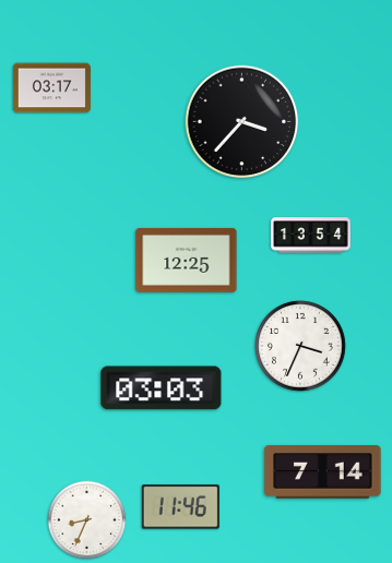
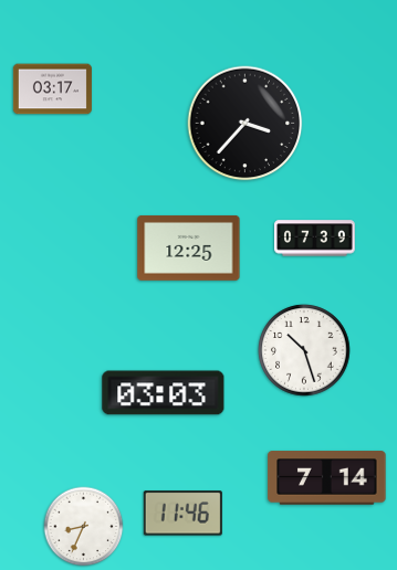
clock at (311, 236): 13:54 -> 07:39
clock at (187, 260) position: (187, 260) -> (189, 247)
clock at (300, 346): 3:34 -> 10:27
clock at (87, 520) position: (87, 520) -> (84, 527)
